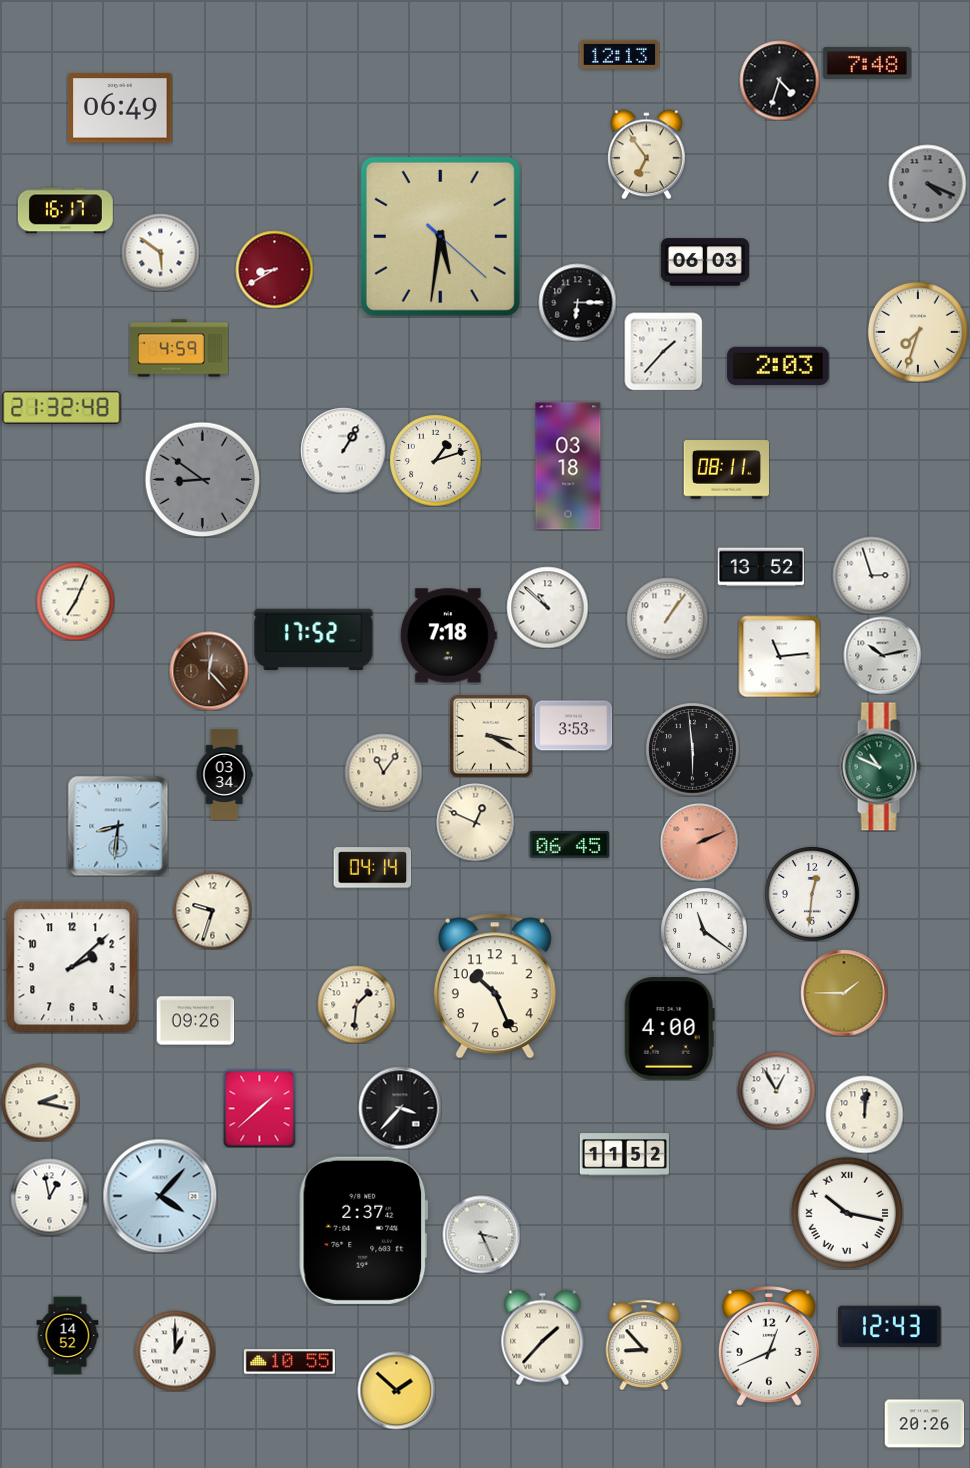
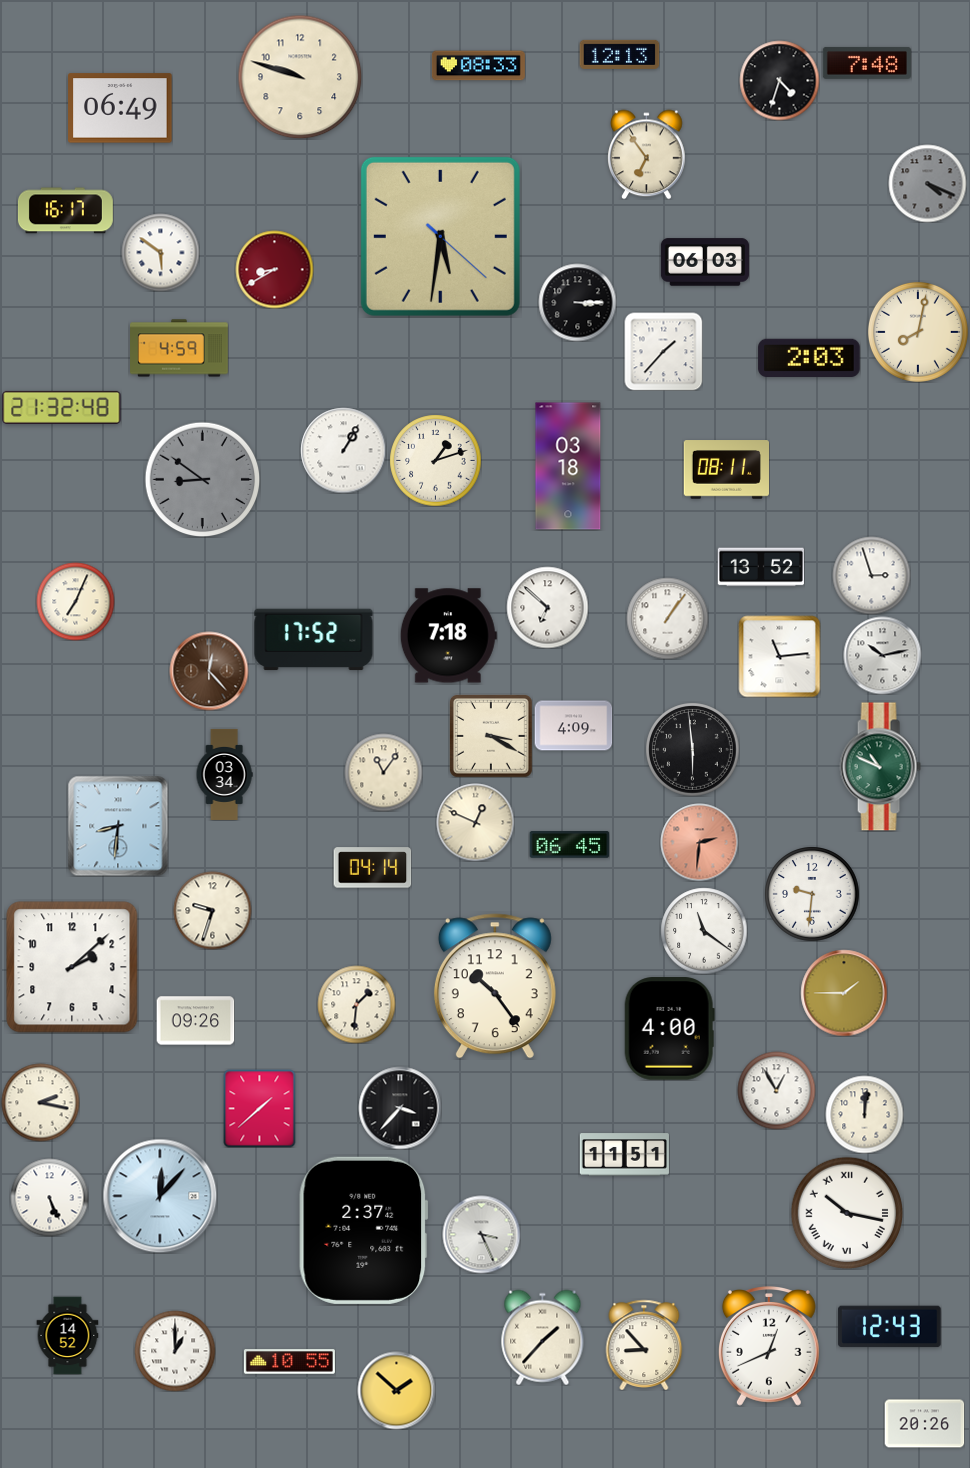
clock at (478, 66): none -> 08:33
clock at (300, 77): none -> 9:48
clock at (577, 302): 6:15 -> 3:15
clock at (918, 332): 7:33 -> 8:02
clock at (778, 366) position: (778, 366) -> (809, 358)
clock at (547, 607): 10:52 -> 6:52
clock at (573, 726): 3:53 -> 4:09
clock at (699, 842): 2:11 -> 2:31
clock at (812, 894): 12:31 -> 9:31
clock at (495, 986): 10:26 -> 10:24
clock at (624, 1155): 11:52 -> 11:51
clock at (160, 1196): 4:07 -> 12:07
clock at (49, 1197): 12:58 -> 5:26
